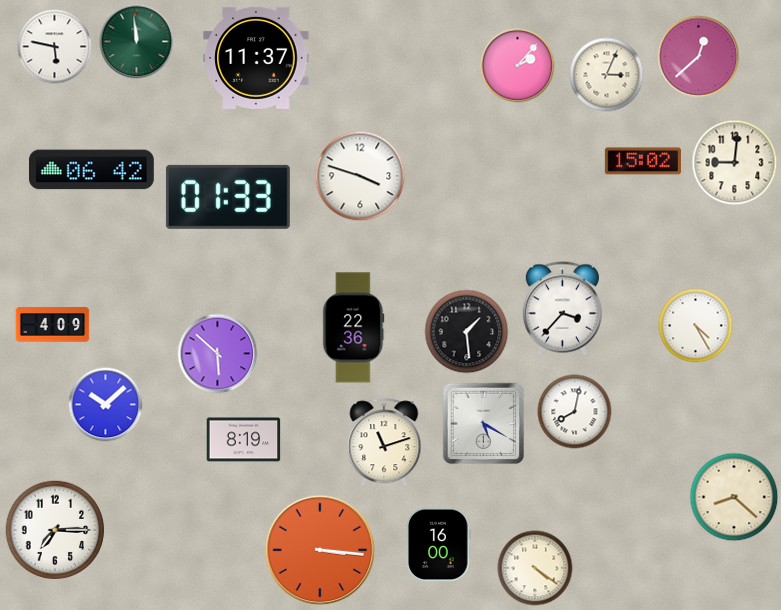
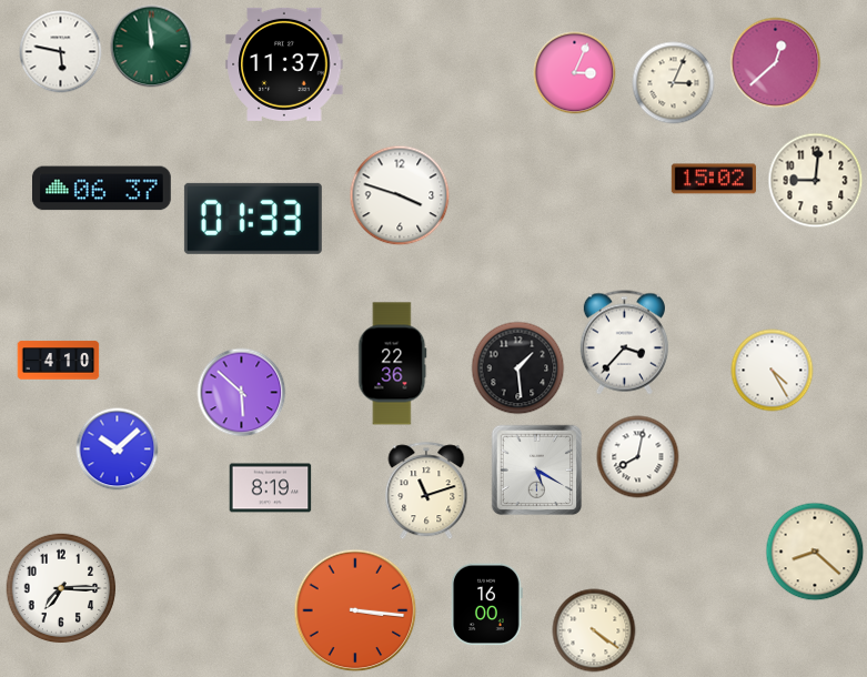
clock at (518, 66): 2:07 -> 3:04
clock at (92, 170): 06:42 -> 06:37
clock at (53, 325): 4:09 -> 4:10
clock at (696, 326) position: (696, 326) -> (773, 371)
